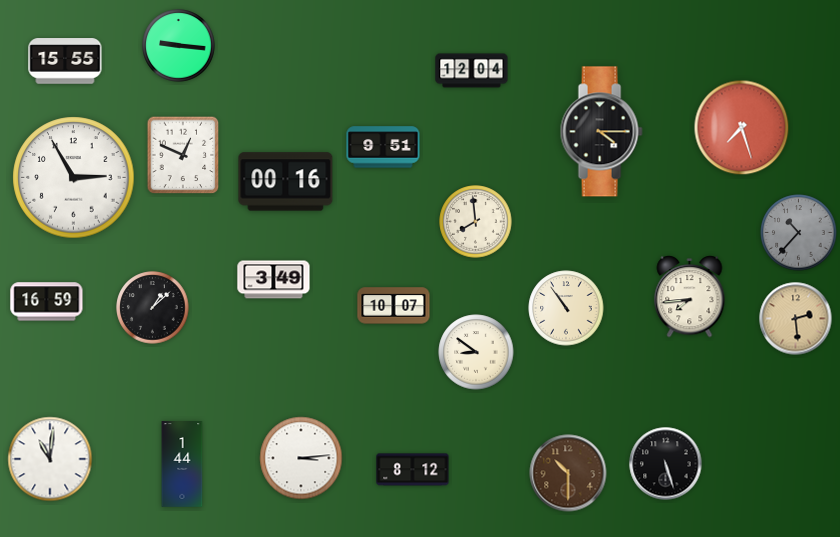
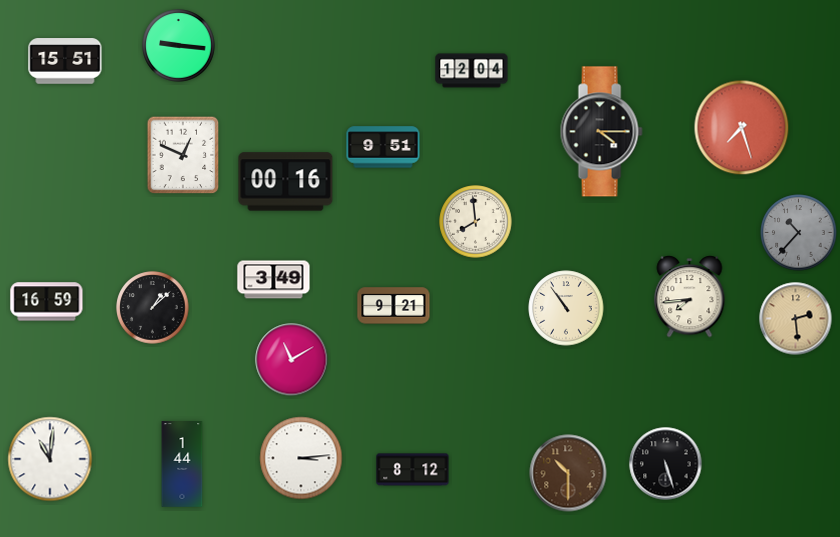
clock at (65, 61): 15:55 -> 15:51
clock at (74, 178): 2:55 -> none
clock at (394, 306): 10:07 -> 9:21
clock at (476, 352): 8:51 -> none
clock at (292, 360): none -> 11:10
